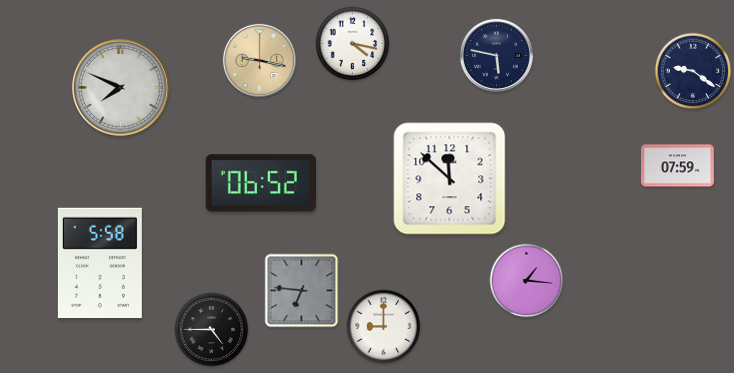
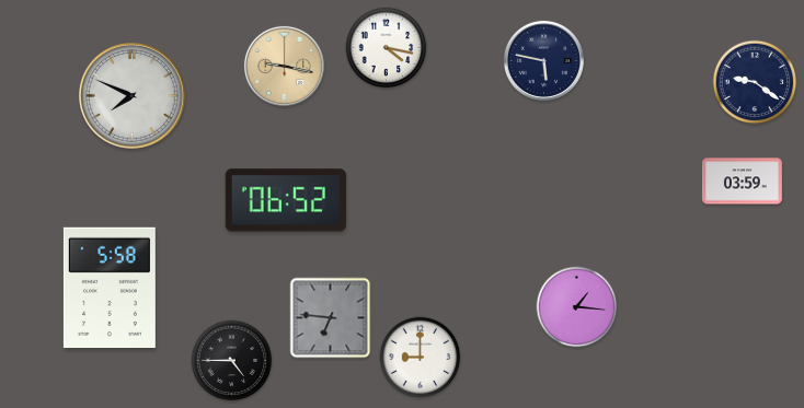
clock at (693, 71) position: (693, 71) -> (755, 82)
clock at (677, 166): 07:59 -> 03:59
clock at (450, 179): 11:52 -> none
